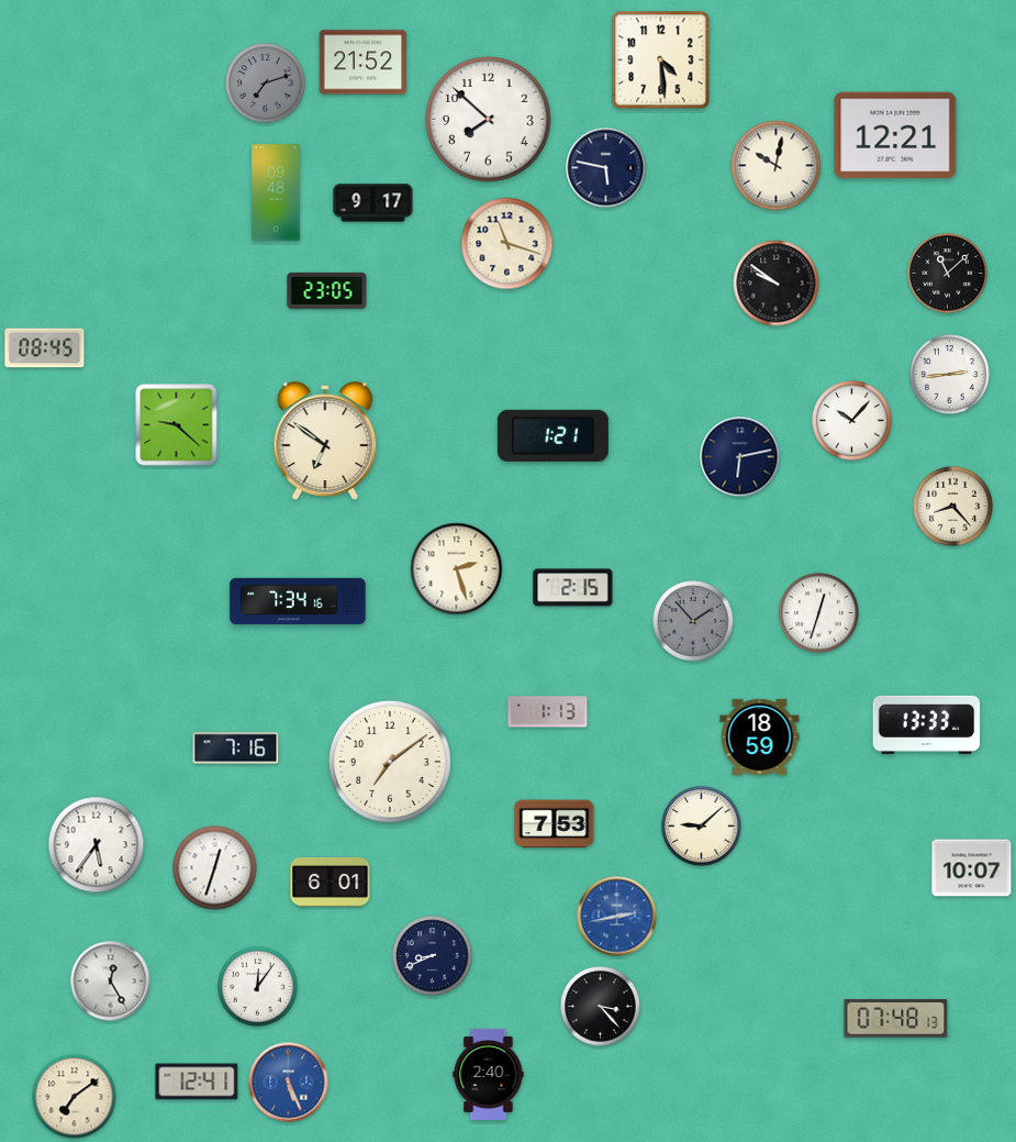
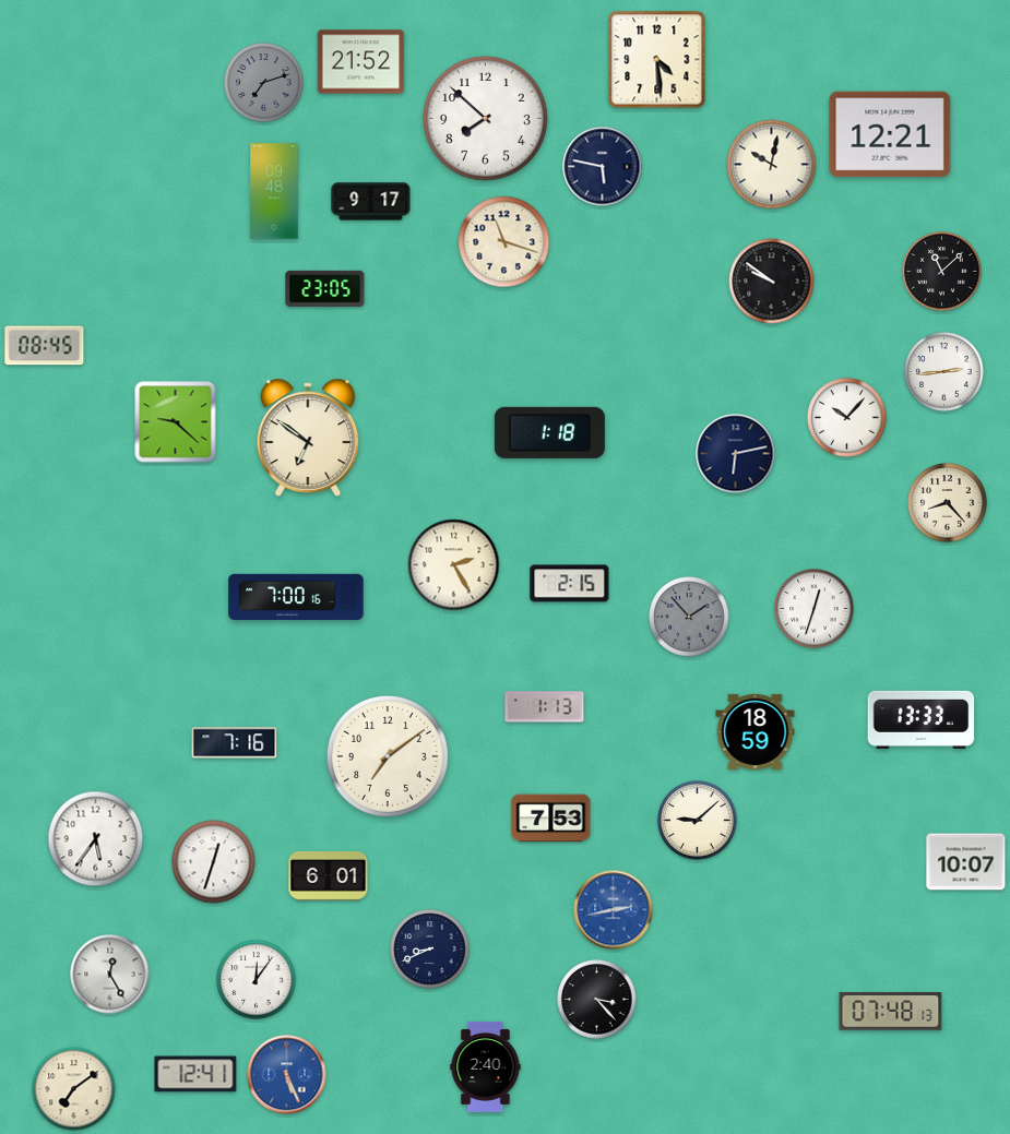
clock at (552, 435): 1:21 -> 1:18
clock at (325, 441) position: (325, 441) -> (308, 438)
clock at (457, 569): 2:27 -> 2:25
clock at (298, 601): 7:34 -> 7:00
